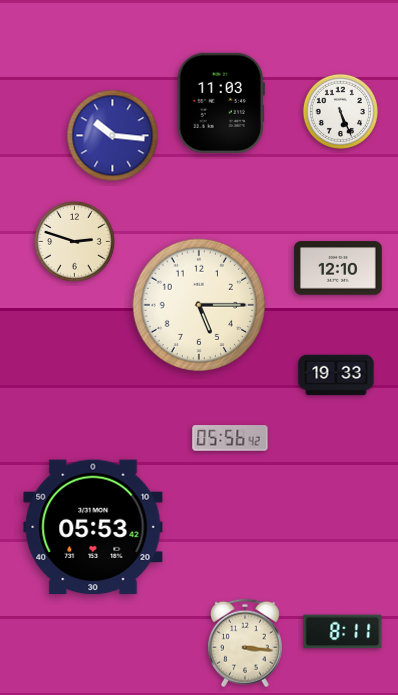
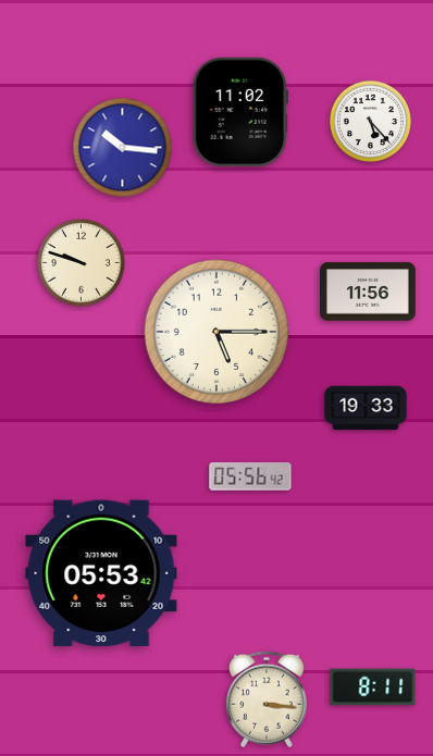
clock at (221, 103): 11:03 -> 11:02
clock at (340, 111): 5:26 -> 5:23
clock at (75, 242): 2:48 -> 9:48
clock at (338, 268): 12:10 -> 11:56
